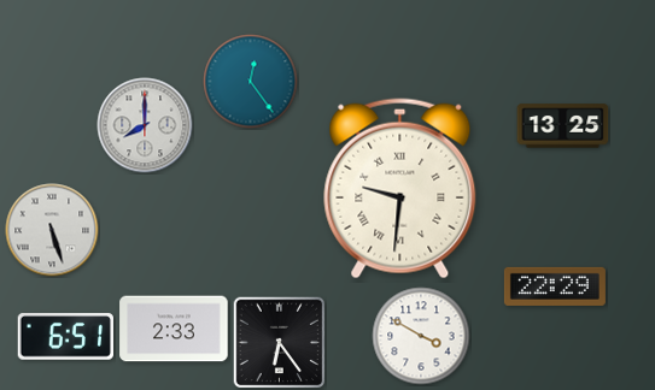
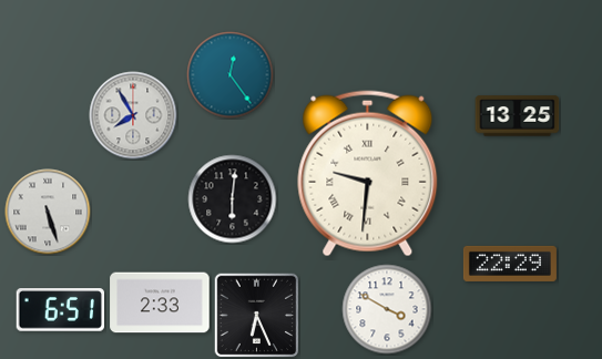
clock at (145, 125): 8:00 -> 7:55
clock at (233, 199): none -> 6:01
clock at (279, 342): 6:24 -> 6:26
